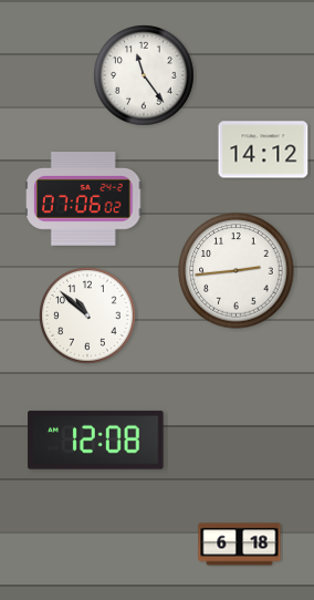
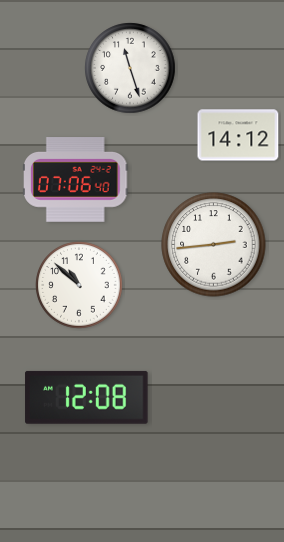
clock at (144, 75): 11:24 -> 11:27
clock at (84, 199): 07:06:02 -> 07:06:40
clock at (240, 545): 6:18 -> none
